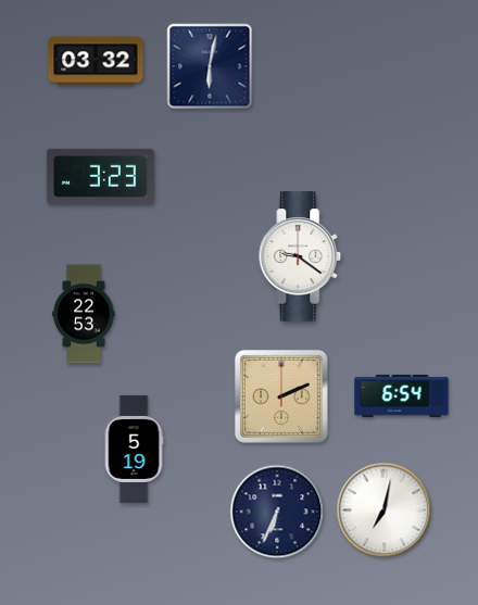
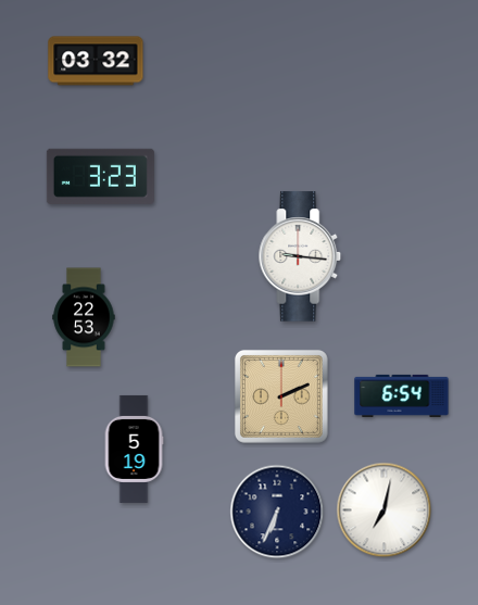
clock at (210, 66): 6:02 -> none
clock at (300, 256): 9:21 -> 9:16
clock at (84, 314) position: (84, 314) -> (84, 317)
